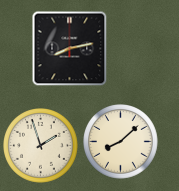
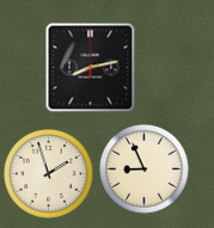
clock at (70, 49) position: (70, 49) -> (91, 68)
clock at (121, 142): 8:08 -> 8:56
